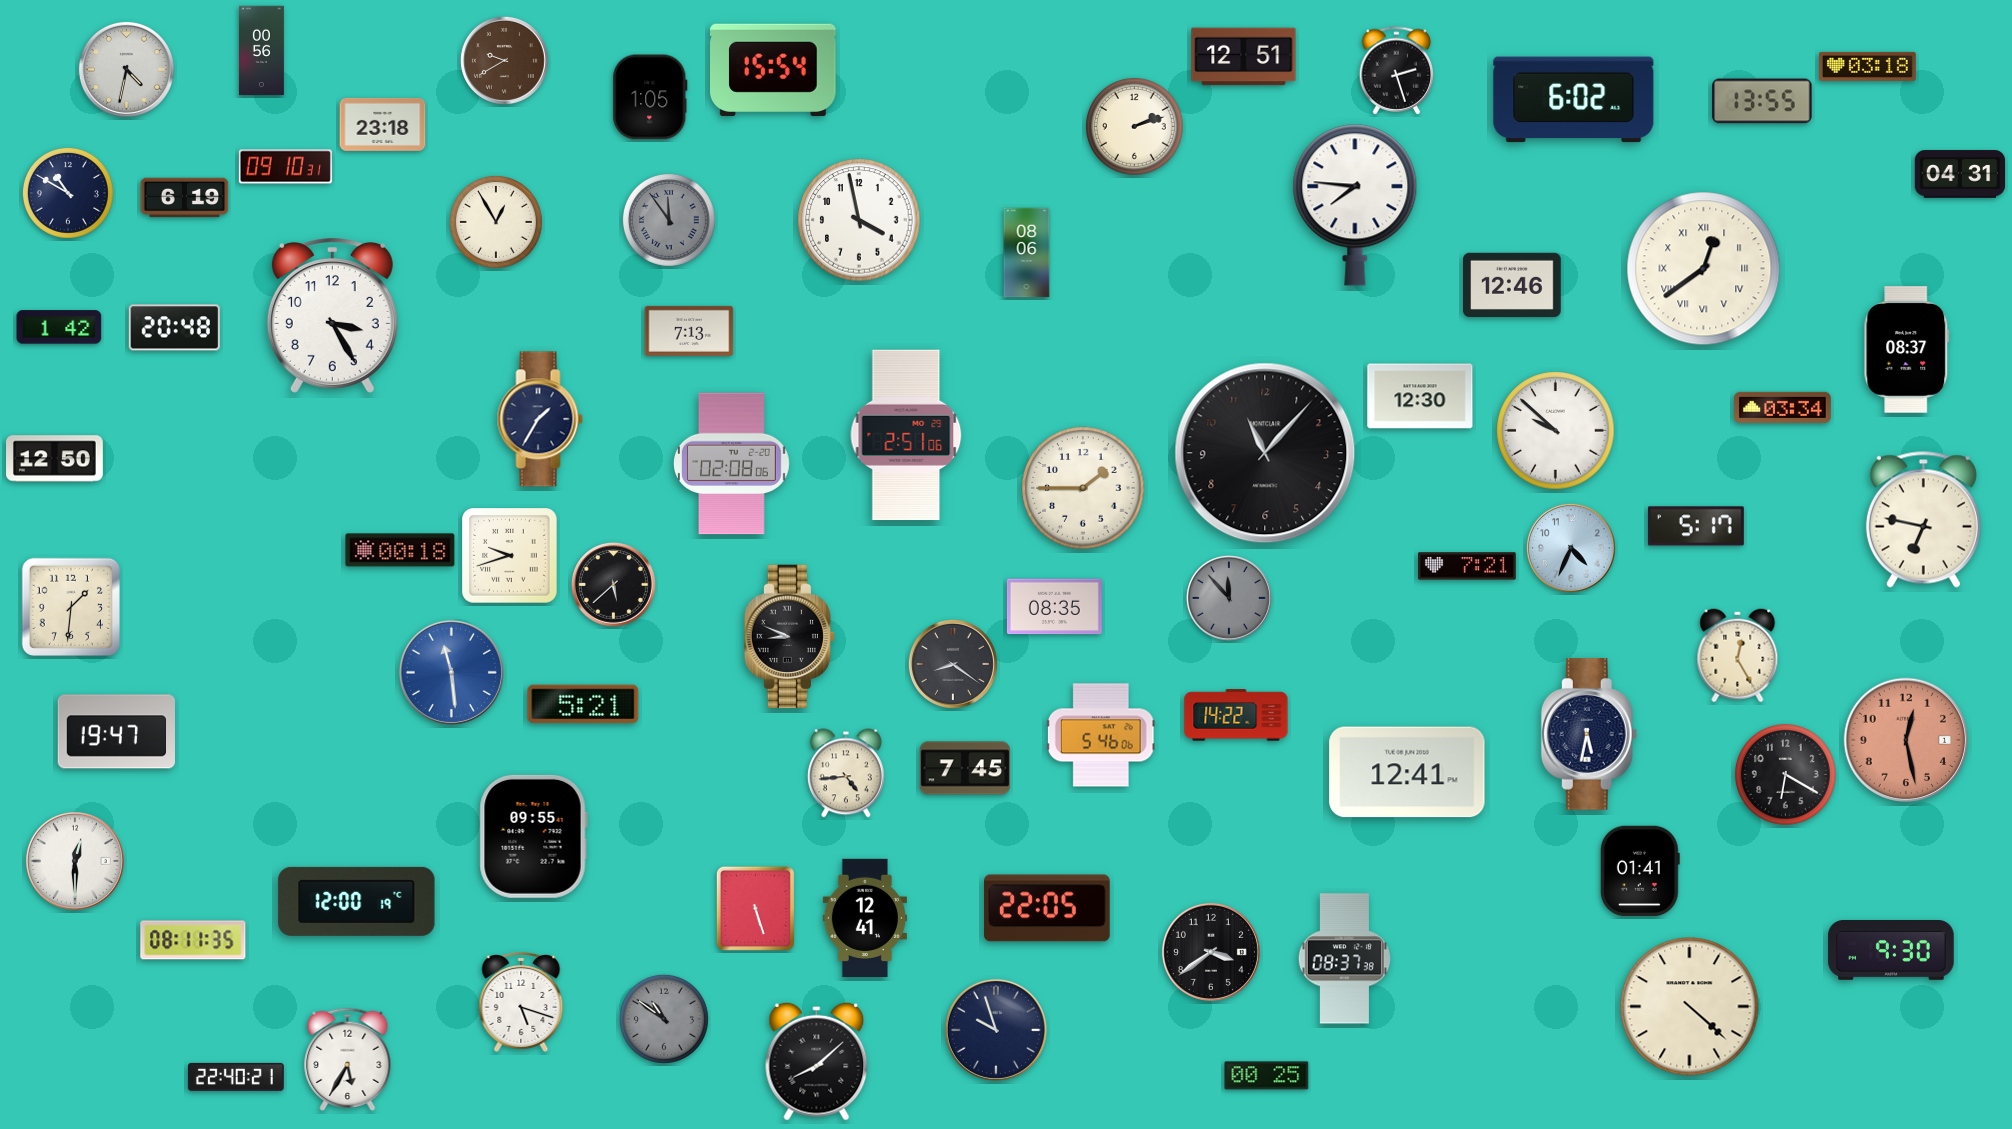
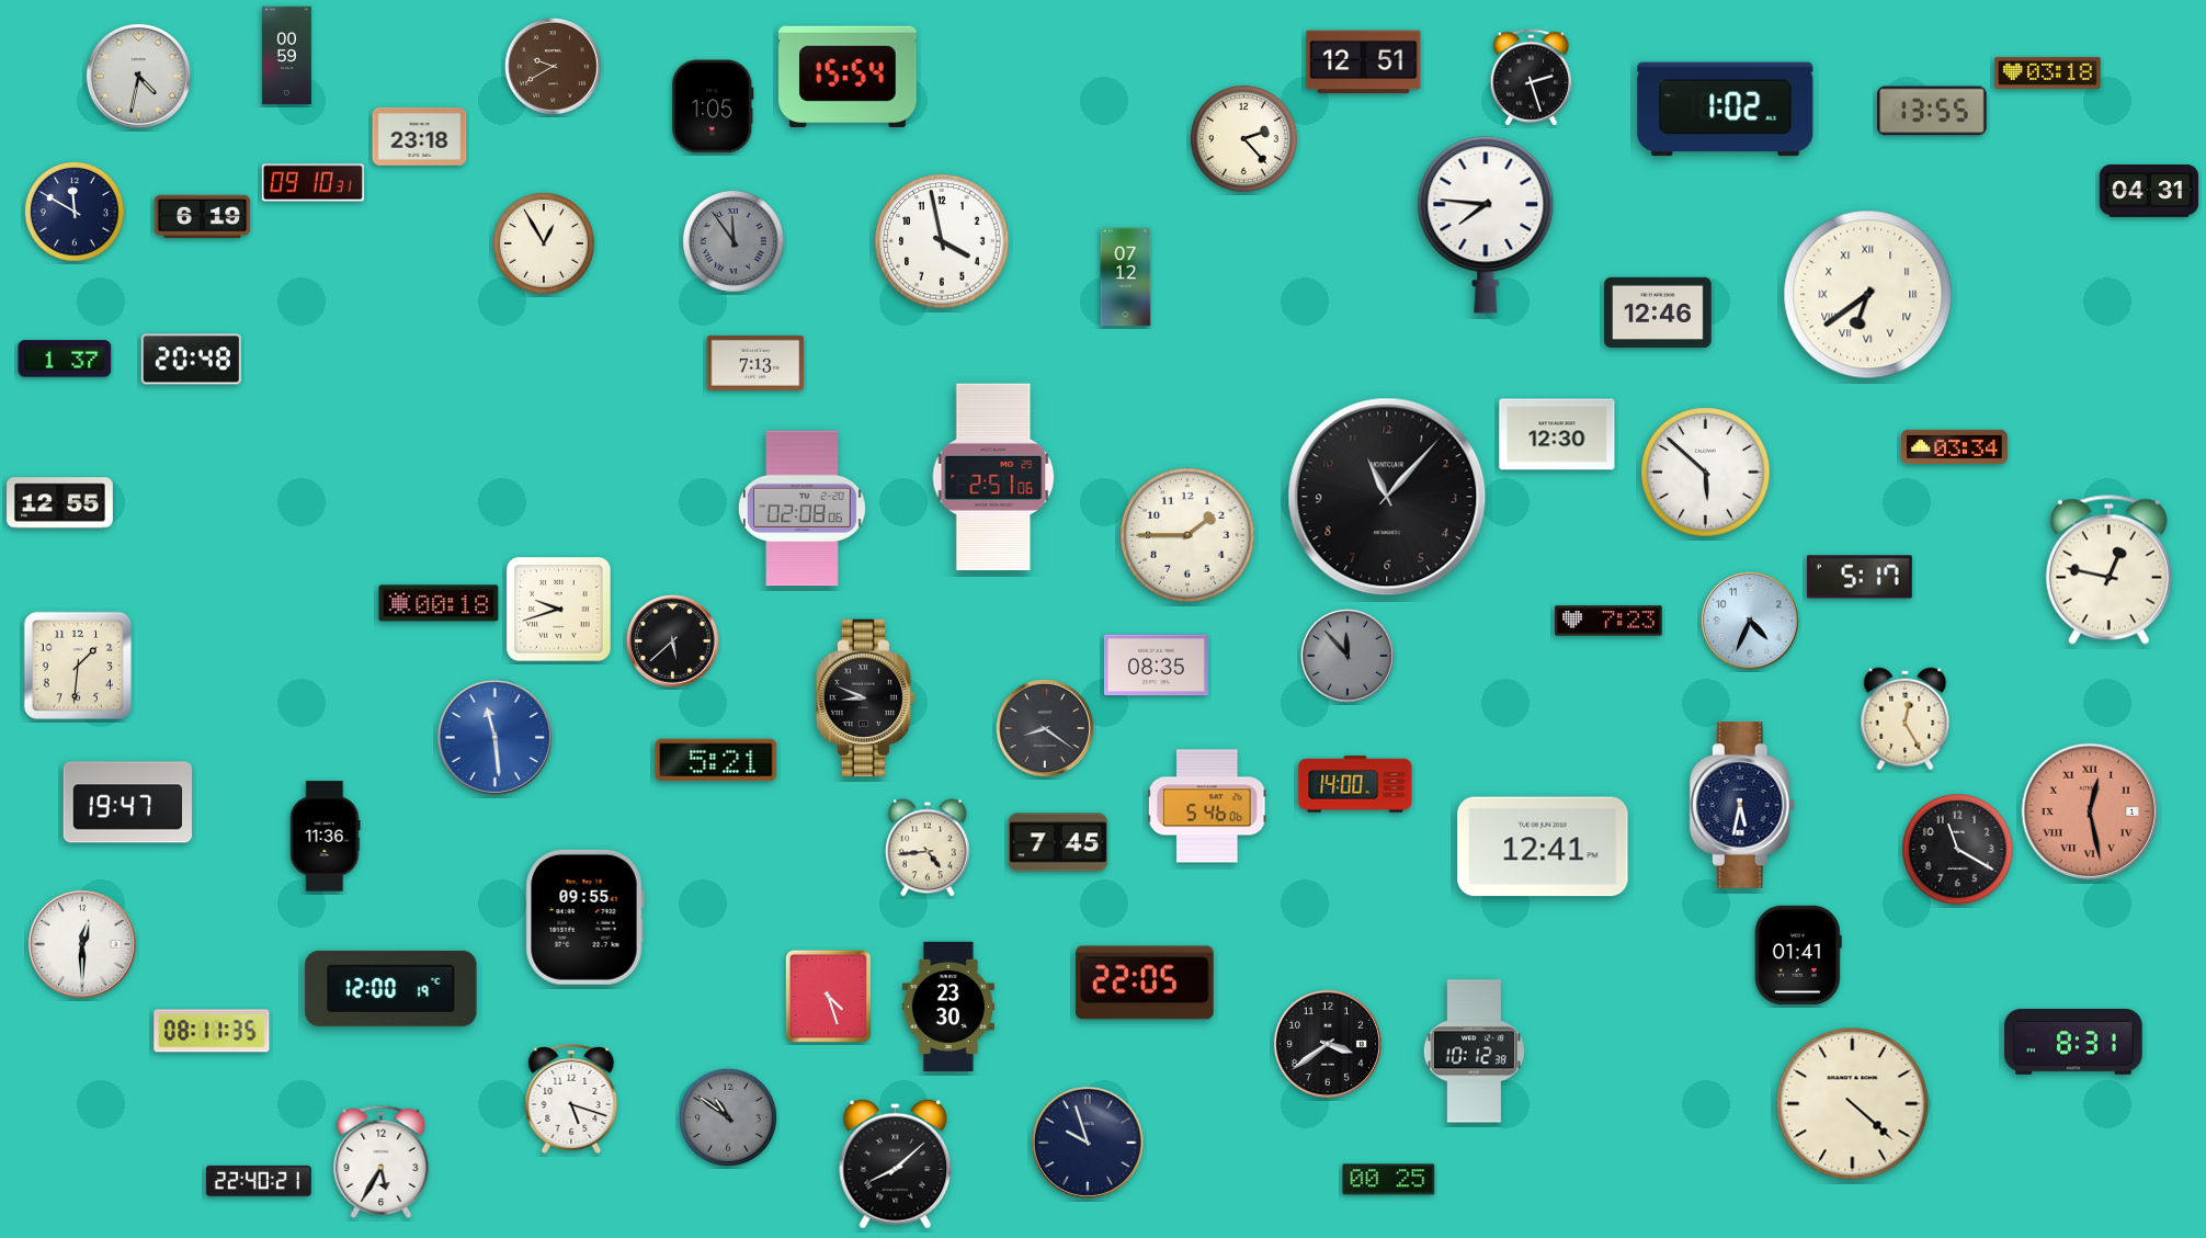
clock at (261, 51): 00:56 -> 00:59
clock at (1574, 100): 6:02 -> 1:02
clock at (1135, 127): 2:12 -> 2:23
clock at (68, 193): 10:50 -> 11:50
clock at (1027, 253): 08:06 -> 07:12
clock at (1704, 269): 12:39 -> 6:39
clock at (332, 316): 3:25 -> none
clock at (59, 327): 1:42 -> 1:37
clock at (1907, 350): 08:37 -> none
clock at (540, 419): 1:35 -> none
clock at (1556, 431): 9:52 -> 5:52
clock at (55, 459): 12:50 -> 12:55
clock at (1923, 519): 6:47 -> 12:47
clock at (1571, 548) position: (1571, 548) -> (1750, 621)
clock at (1467, 566): 7:21 -> 7:23
clock at (583, 704) position: (583, 704) -> (716, 760)
clock at (1236, 715): 14:22 -> 14:00
clock at (1905, 739) numerals: Arabic -> Roman
clock at (326, 837): none -> 11:36
clock at (1786, 775): 6:20 -> 11:20
clock at (755, 908): 5:27 -> 4:27
clock at (1047, 908) position: (1047, 908) -> (1145, 983)
clock at (865, 917): 12:41 -> 23:30
clock at (1891, 951): 9:30 -> 8:31
clock at (1344, 959): 08:37 -> 10:12
clock at (996, 1030) position: (996, 1030) -> (1088, 1143)
